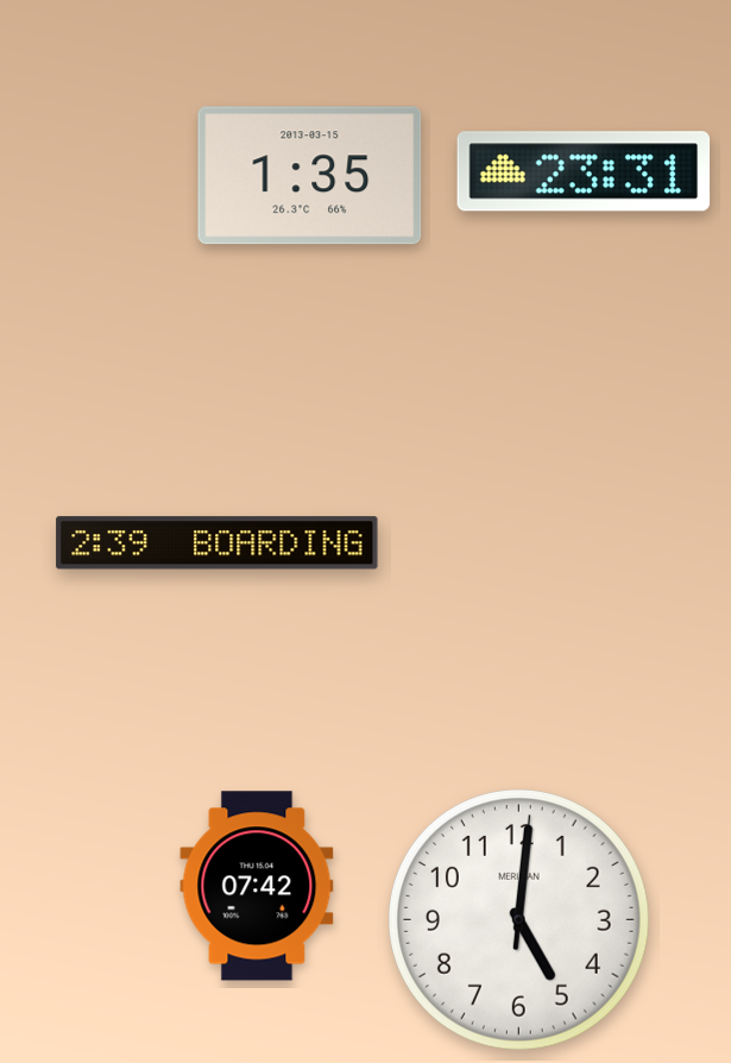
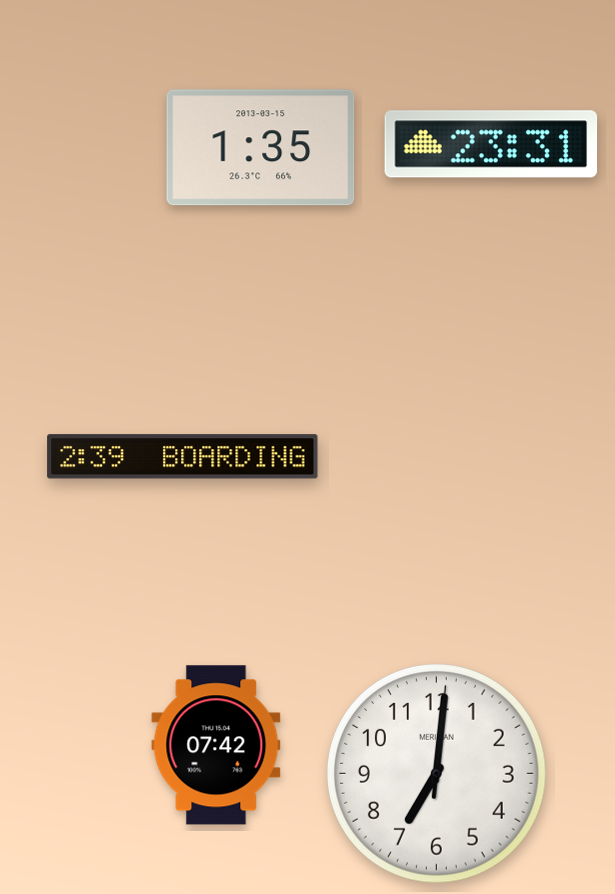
clock at (519, 920): 5:01 -> 7:01
